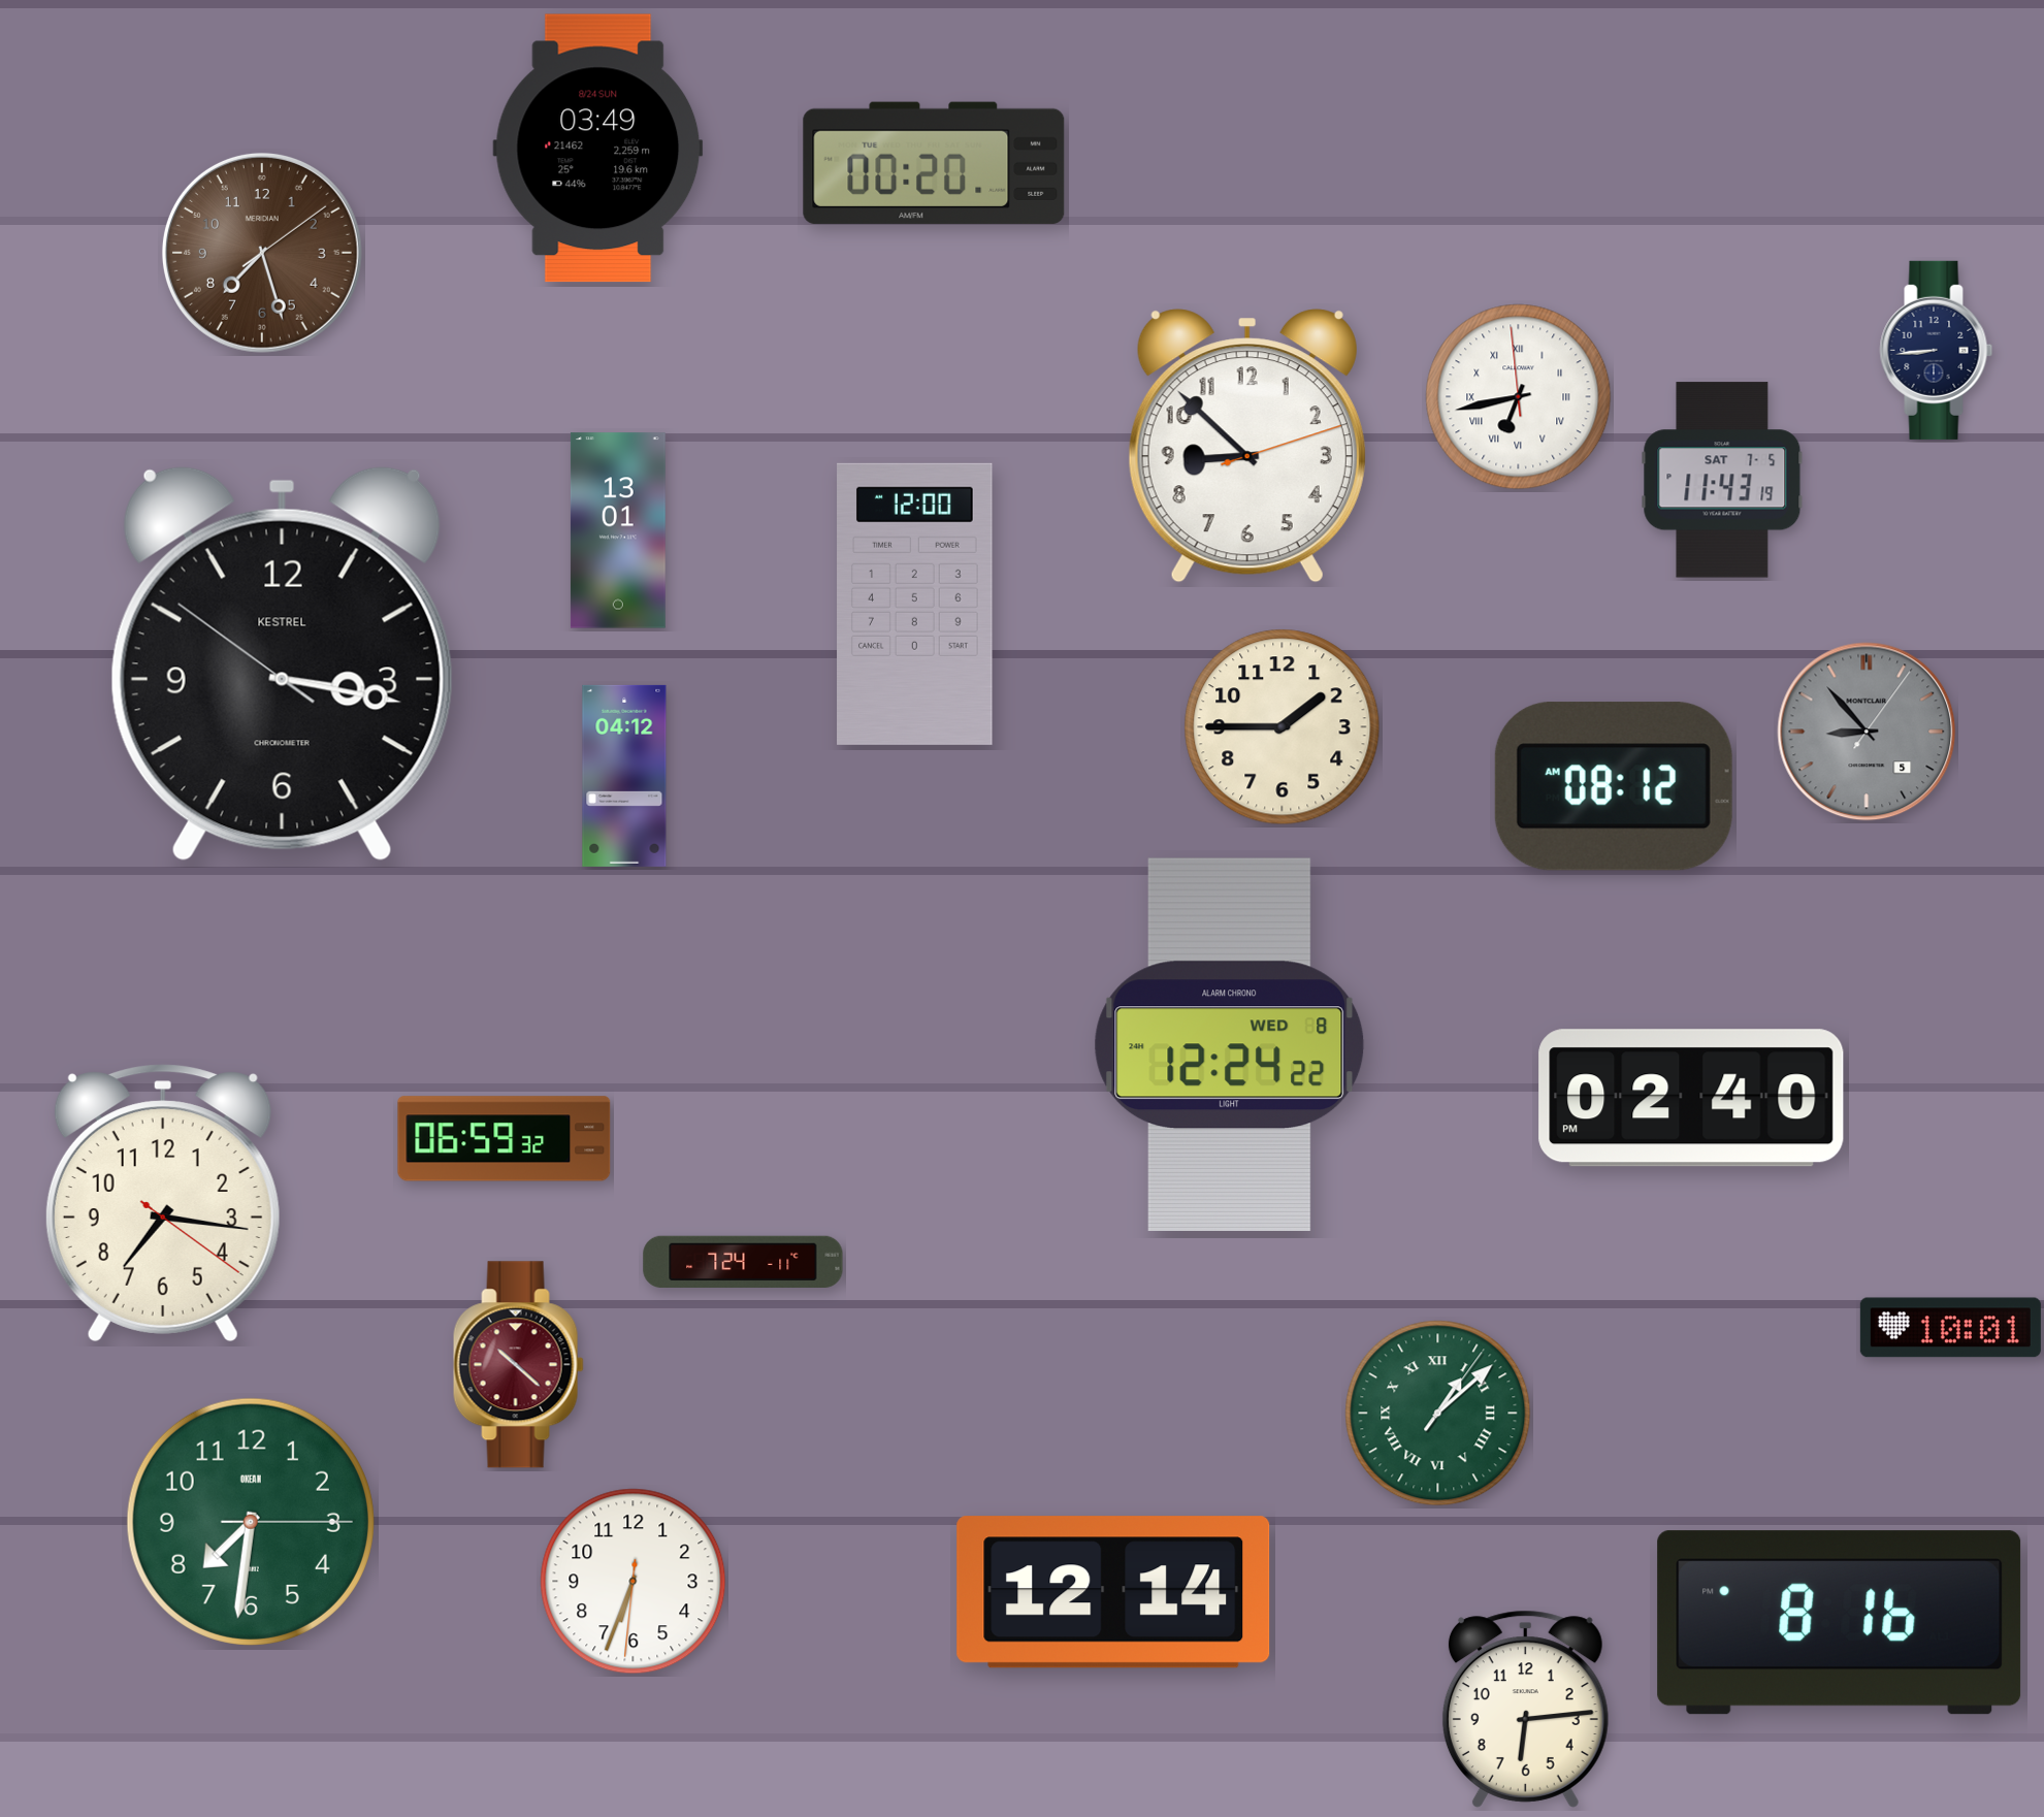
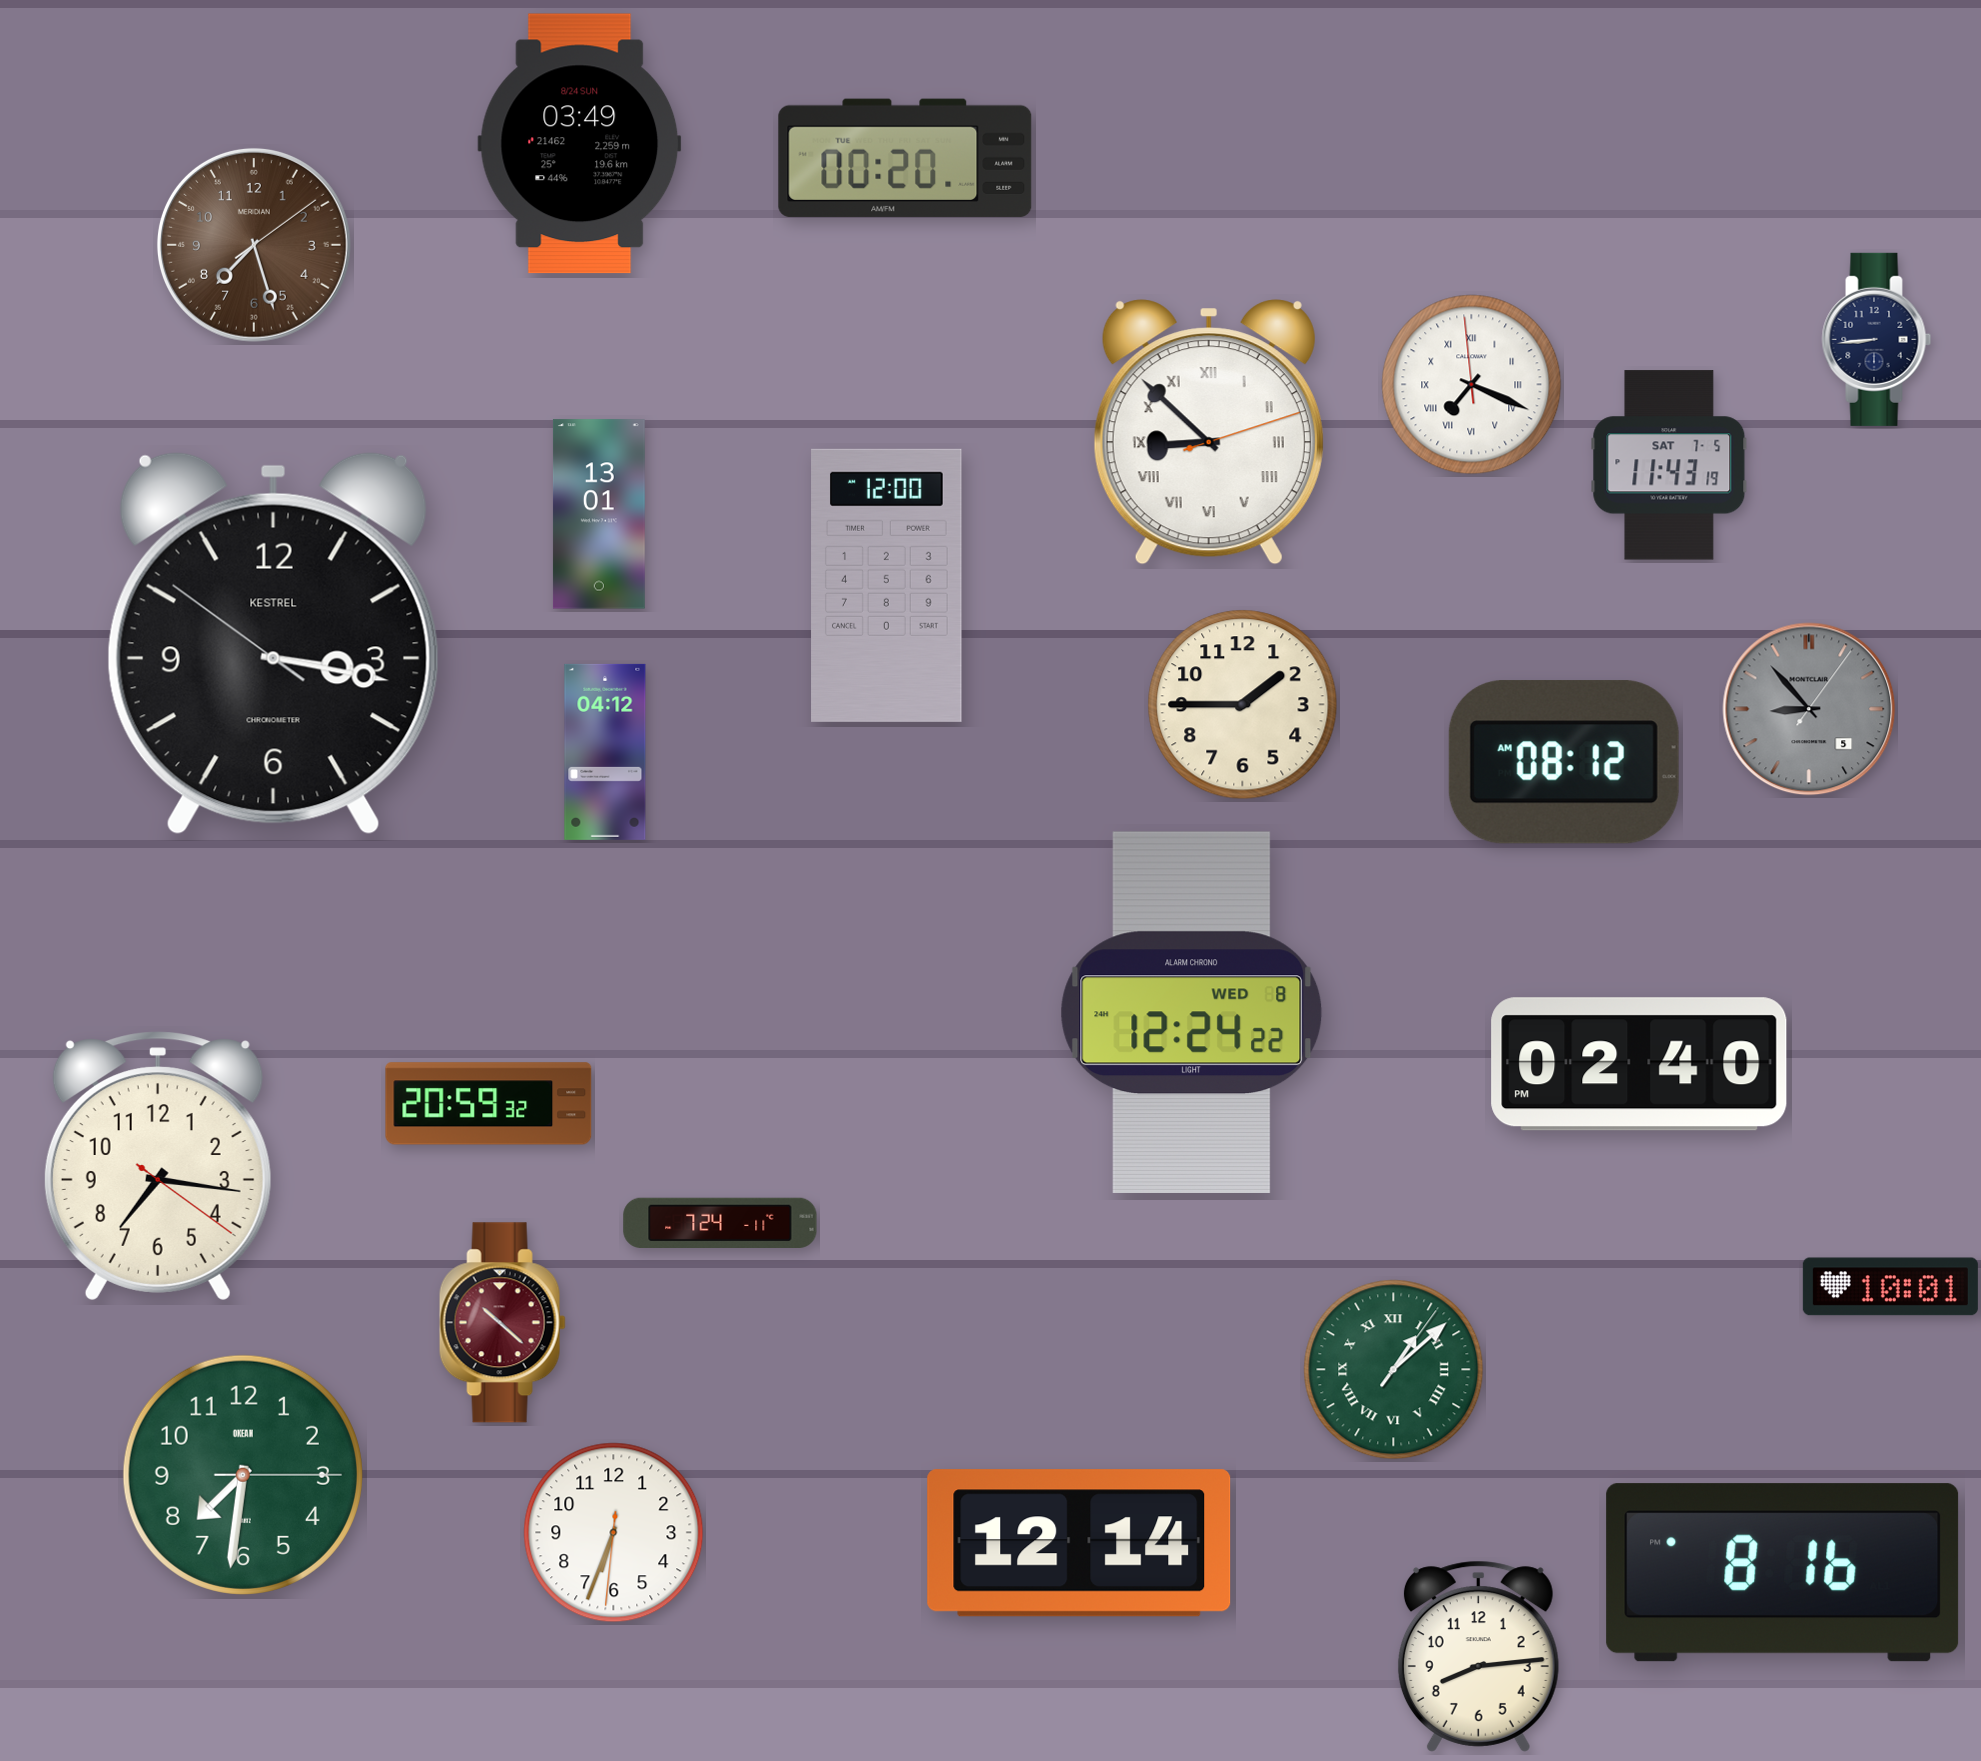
clock at (1519, 397): 6:42 -> 7:18
clock at (1247, 446) numerals: Arabic -> Roman
clock at (505, 1139): 06:59 -> 20:59
clock at (1525, 1709): 6:14 -> 8:14
